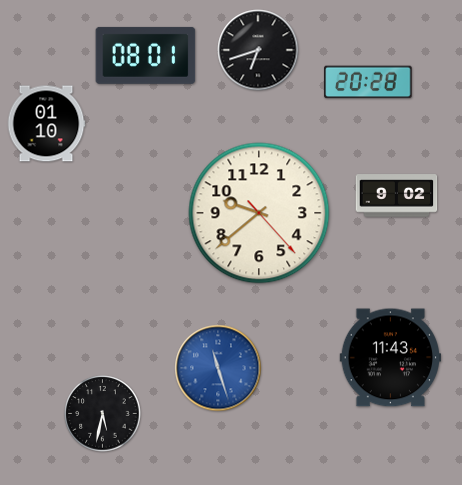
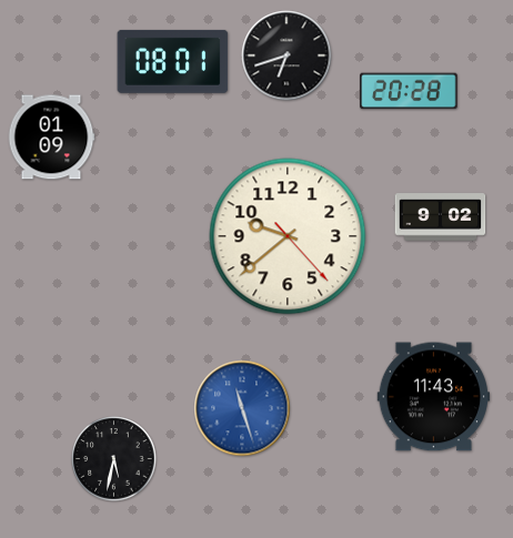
clock at (146, 55) position: (146, 55) -> (173, 61)
clock at (46, 124): 01:10 -> 01:09
